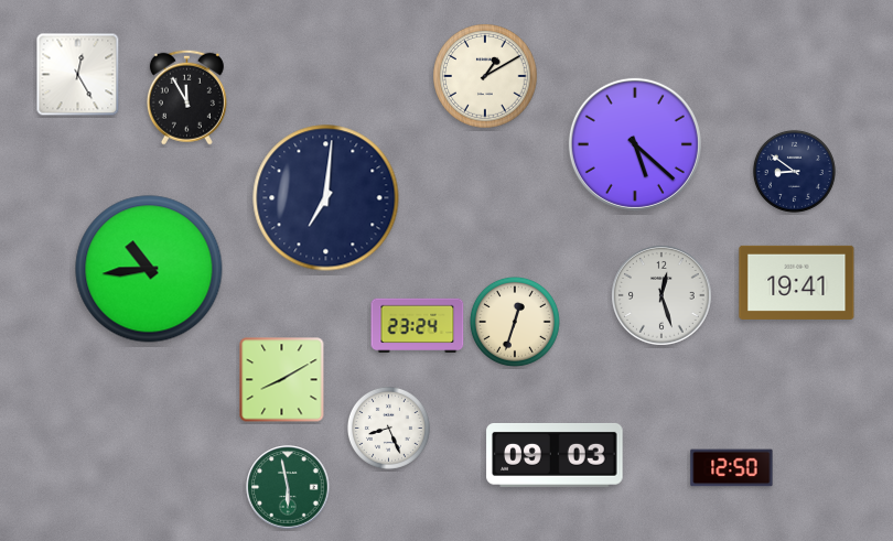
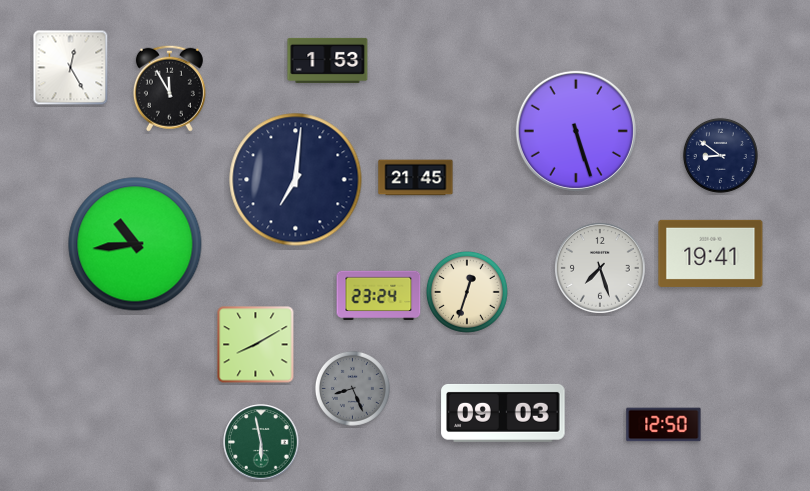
clock at (328, 60): none -> 1:53
clock at (485, 76): 1:10 -> none
clock at (635, 144): 5:22 -> 5:27
clock at (416, 178): none -> 21:45
clock at (797, 282) position: (797, 282) -> (711, 253)
clock at (663, 296): 12:27 -> 7:27
clock at (388, 428) dial: white -> grey
